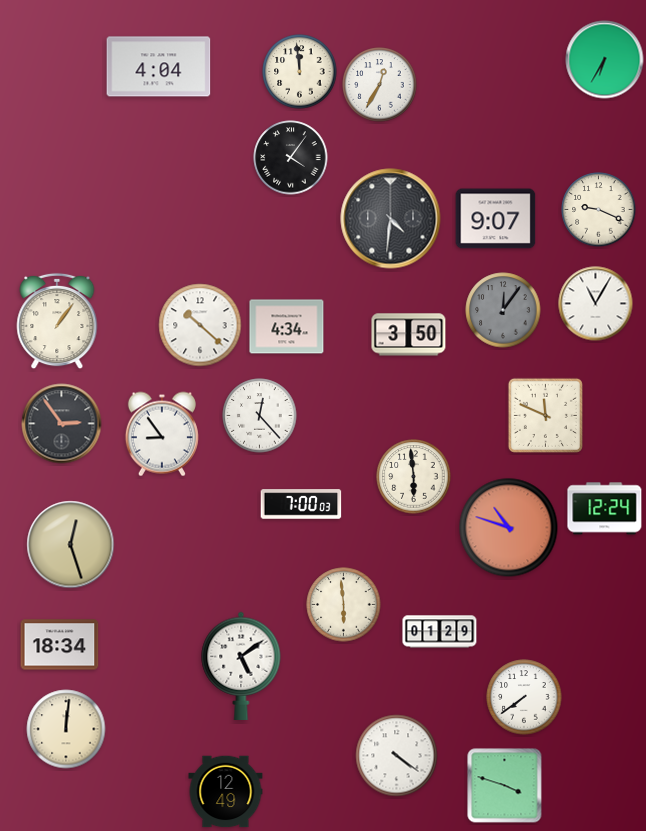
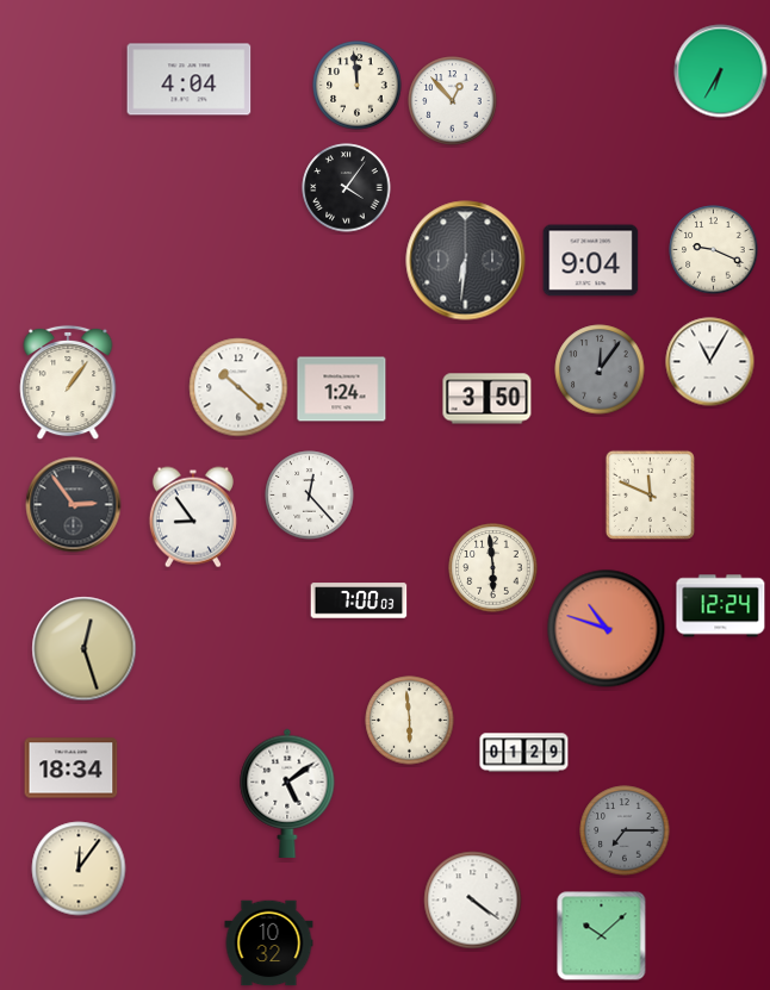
clock at (380, 85): 12:35 -> 12:53
clock at (391, 219): 4:31 -> 6:31
clock at (496, 219): 9:07 -> 9:04
clock at (287, 327): 4:34 -> 1:24
clock at (524, 697): 7:39 -> 7:15
clock at (524, 697) dial: white -> grey
clock at (66, 729): 12:01 -> 12:06
clock at (505, 786): 3:48 -> 10:08
clock at (226, 792): 12:49 -> 10:32
